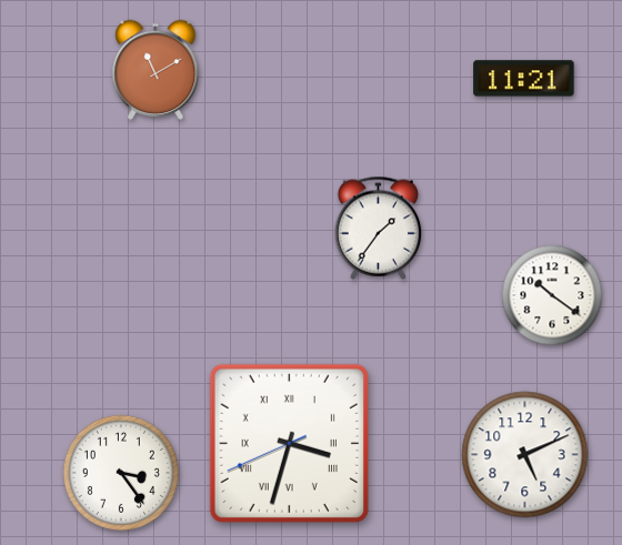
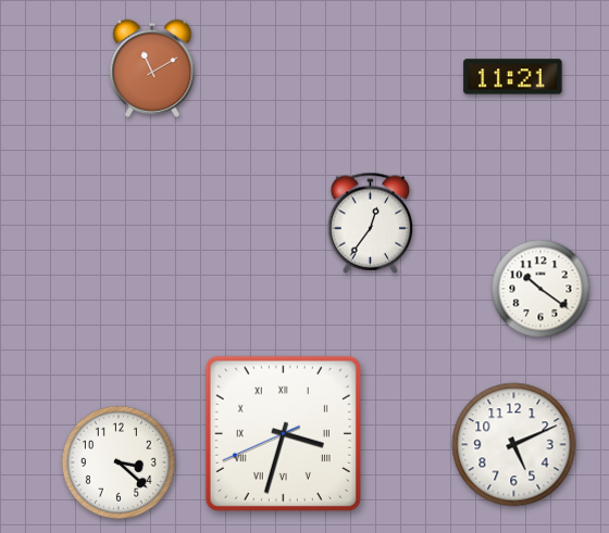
clock at (379, 228): 1:36 -> 12:36
clock at (121, 473): 3:24 -> 3:22
